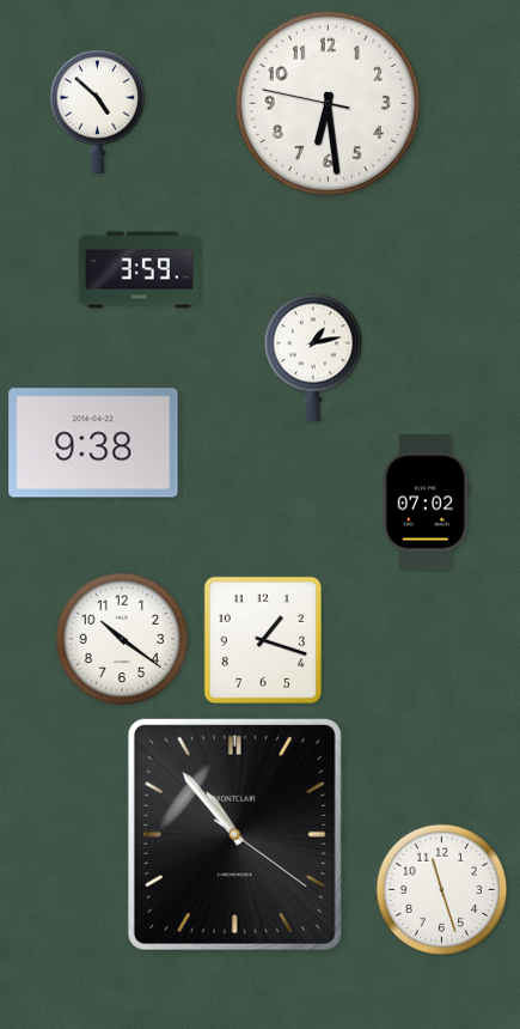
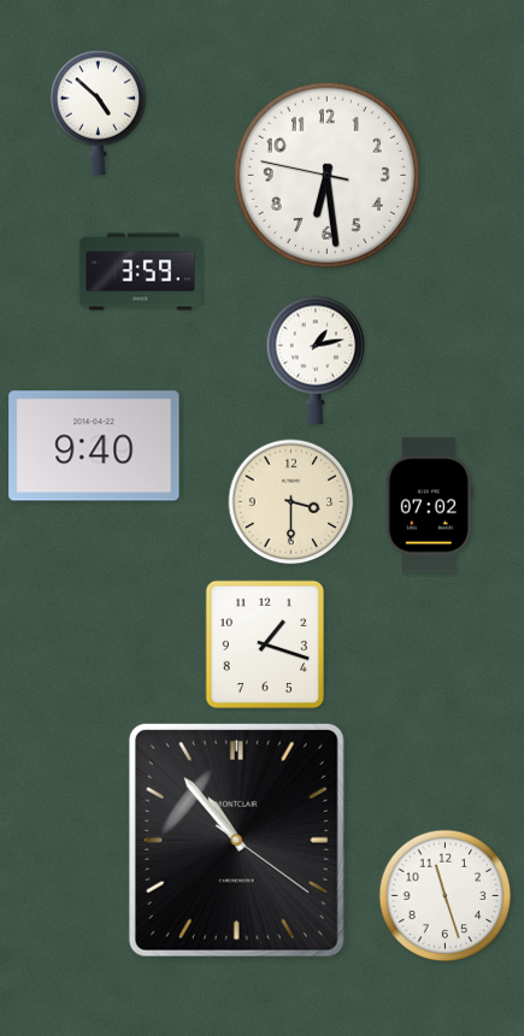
clock at (328, 103) position: (328, 103) -> (326, 175)
clock at (93, 443): 9:38 -> 9:40
clock at (292, 502): none -> 3:30
clock at (122, 639): 10:21 -> none
